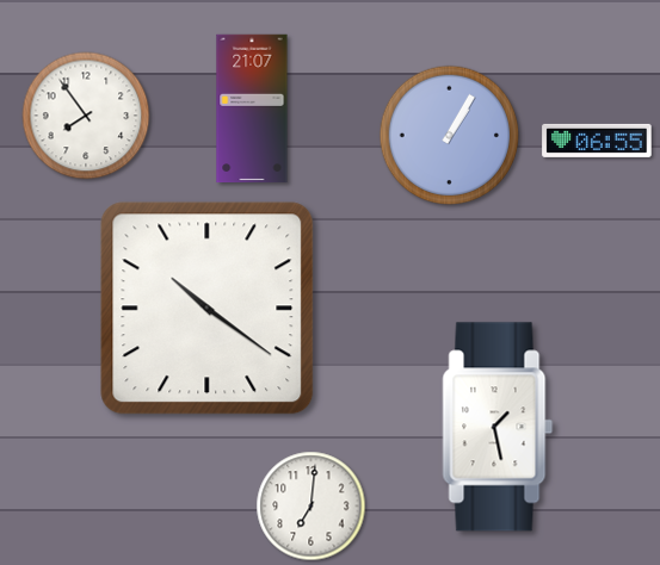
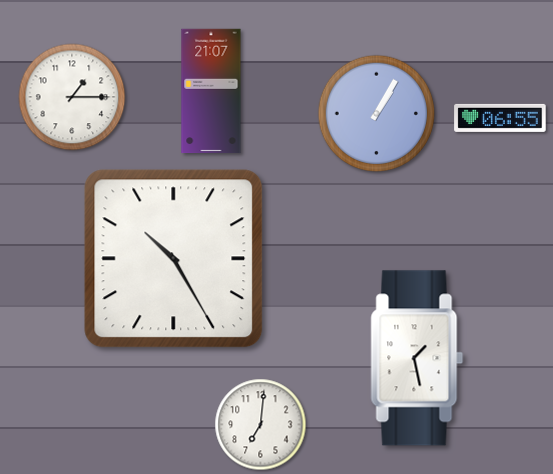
clock at (86, 116): 7:54 -> 1:15
clock at (208, 309): 10:21 -> 10:25
